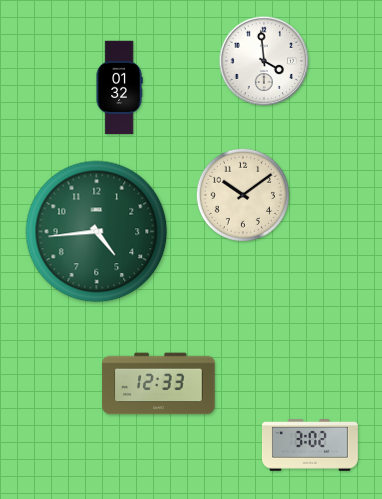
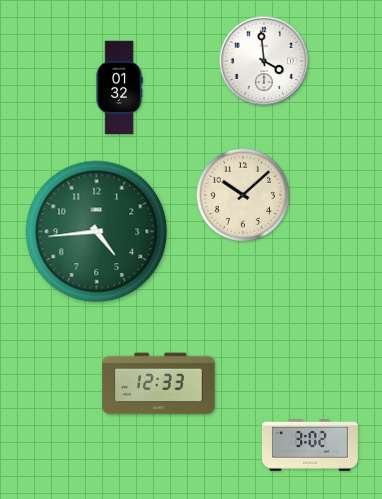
clock at (243, 195): 10:09 -> 10:08
